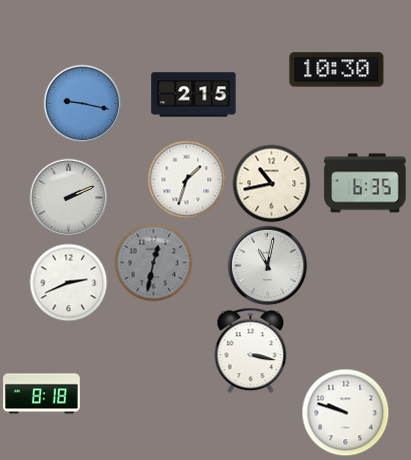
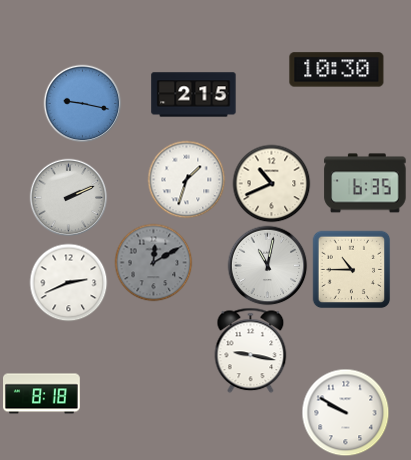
clock at (271, 183): 10:43 -> 10:41
clock at (153, 262): 12:32 -> 12:10
clock at (351, 269): none -> 10:45
clock at (251, 350): 3:17 -> 9:17
clock at (345, 412): 9:48 -> 9:50
